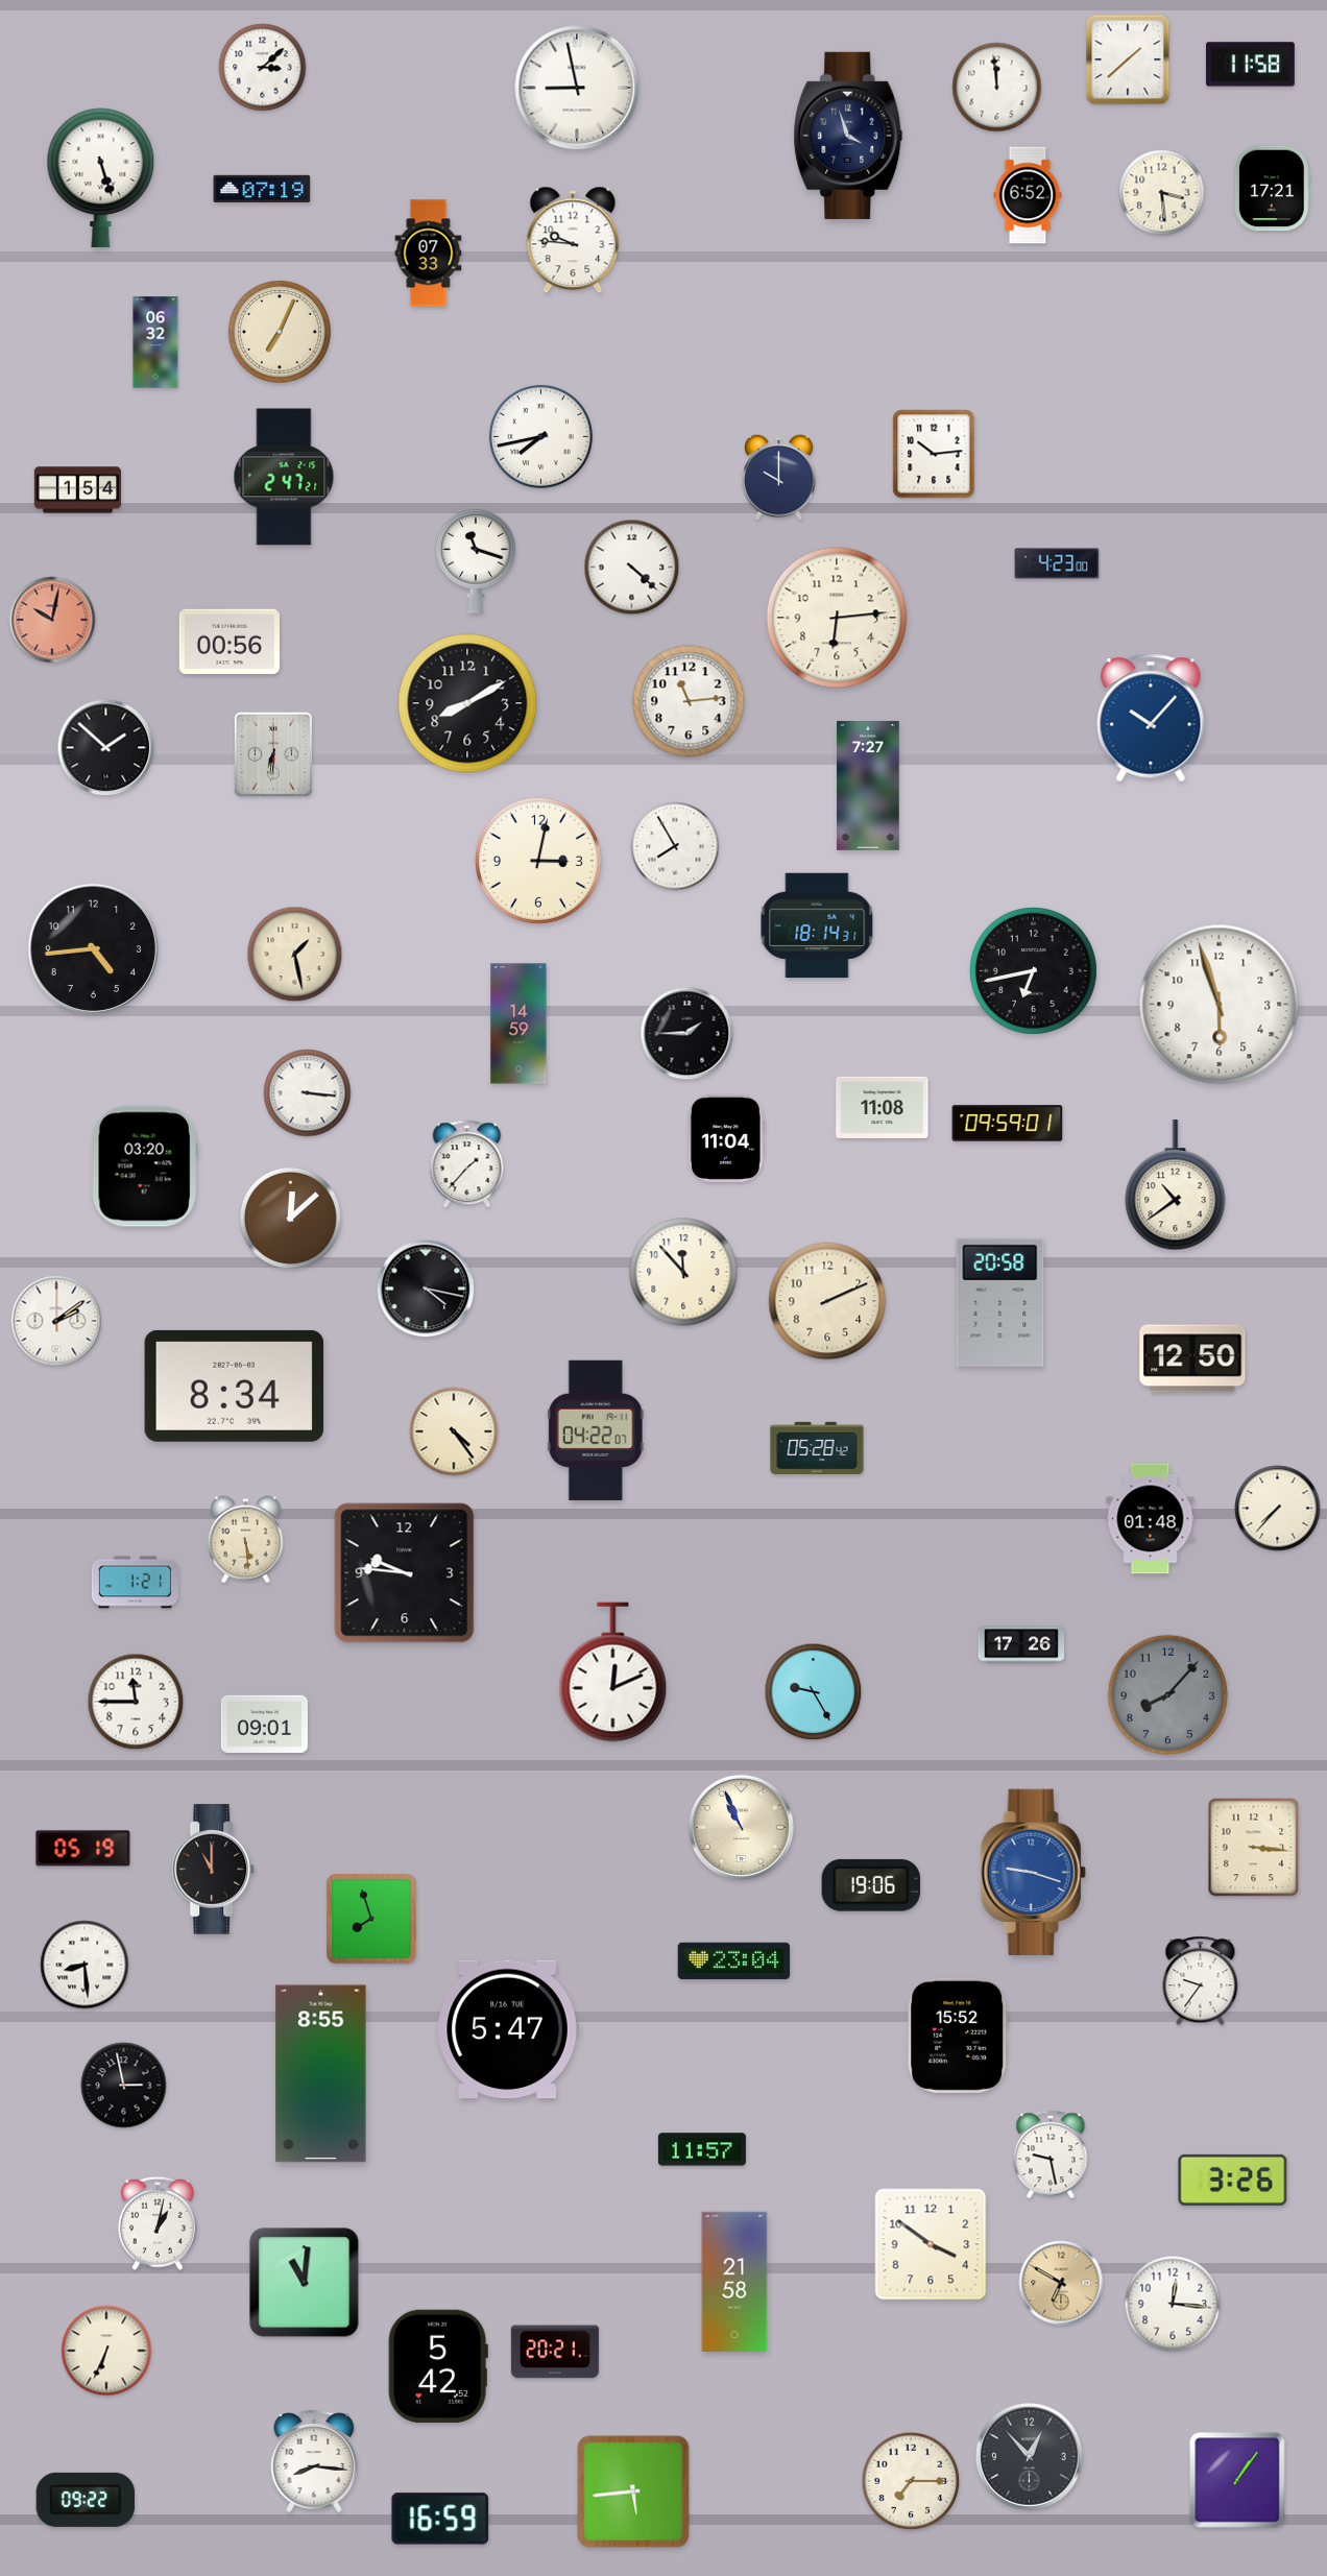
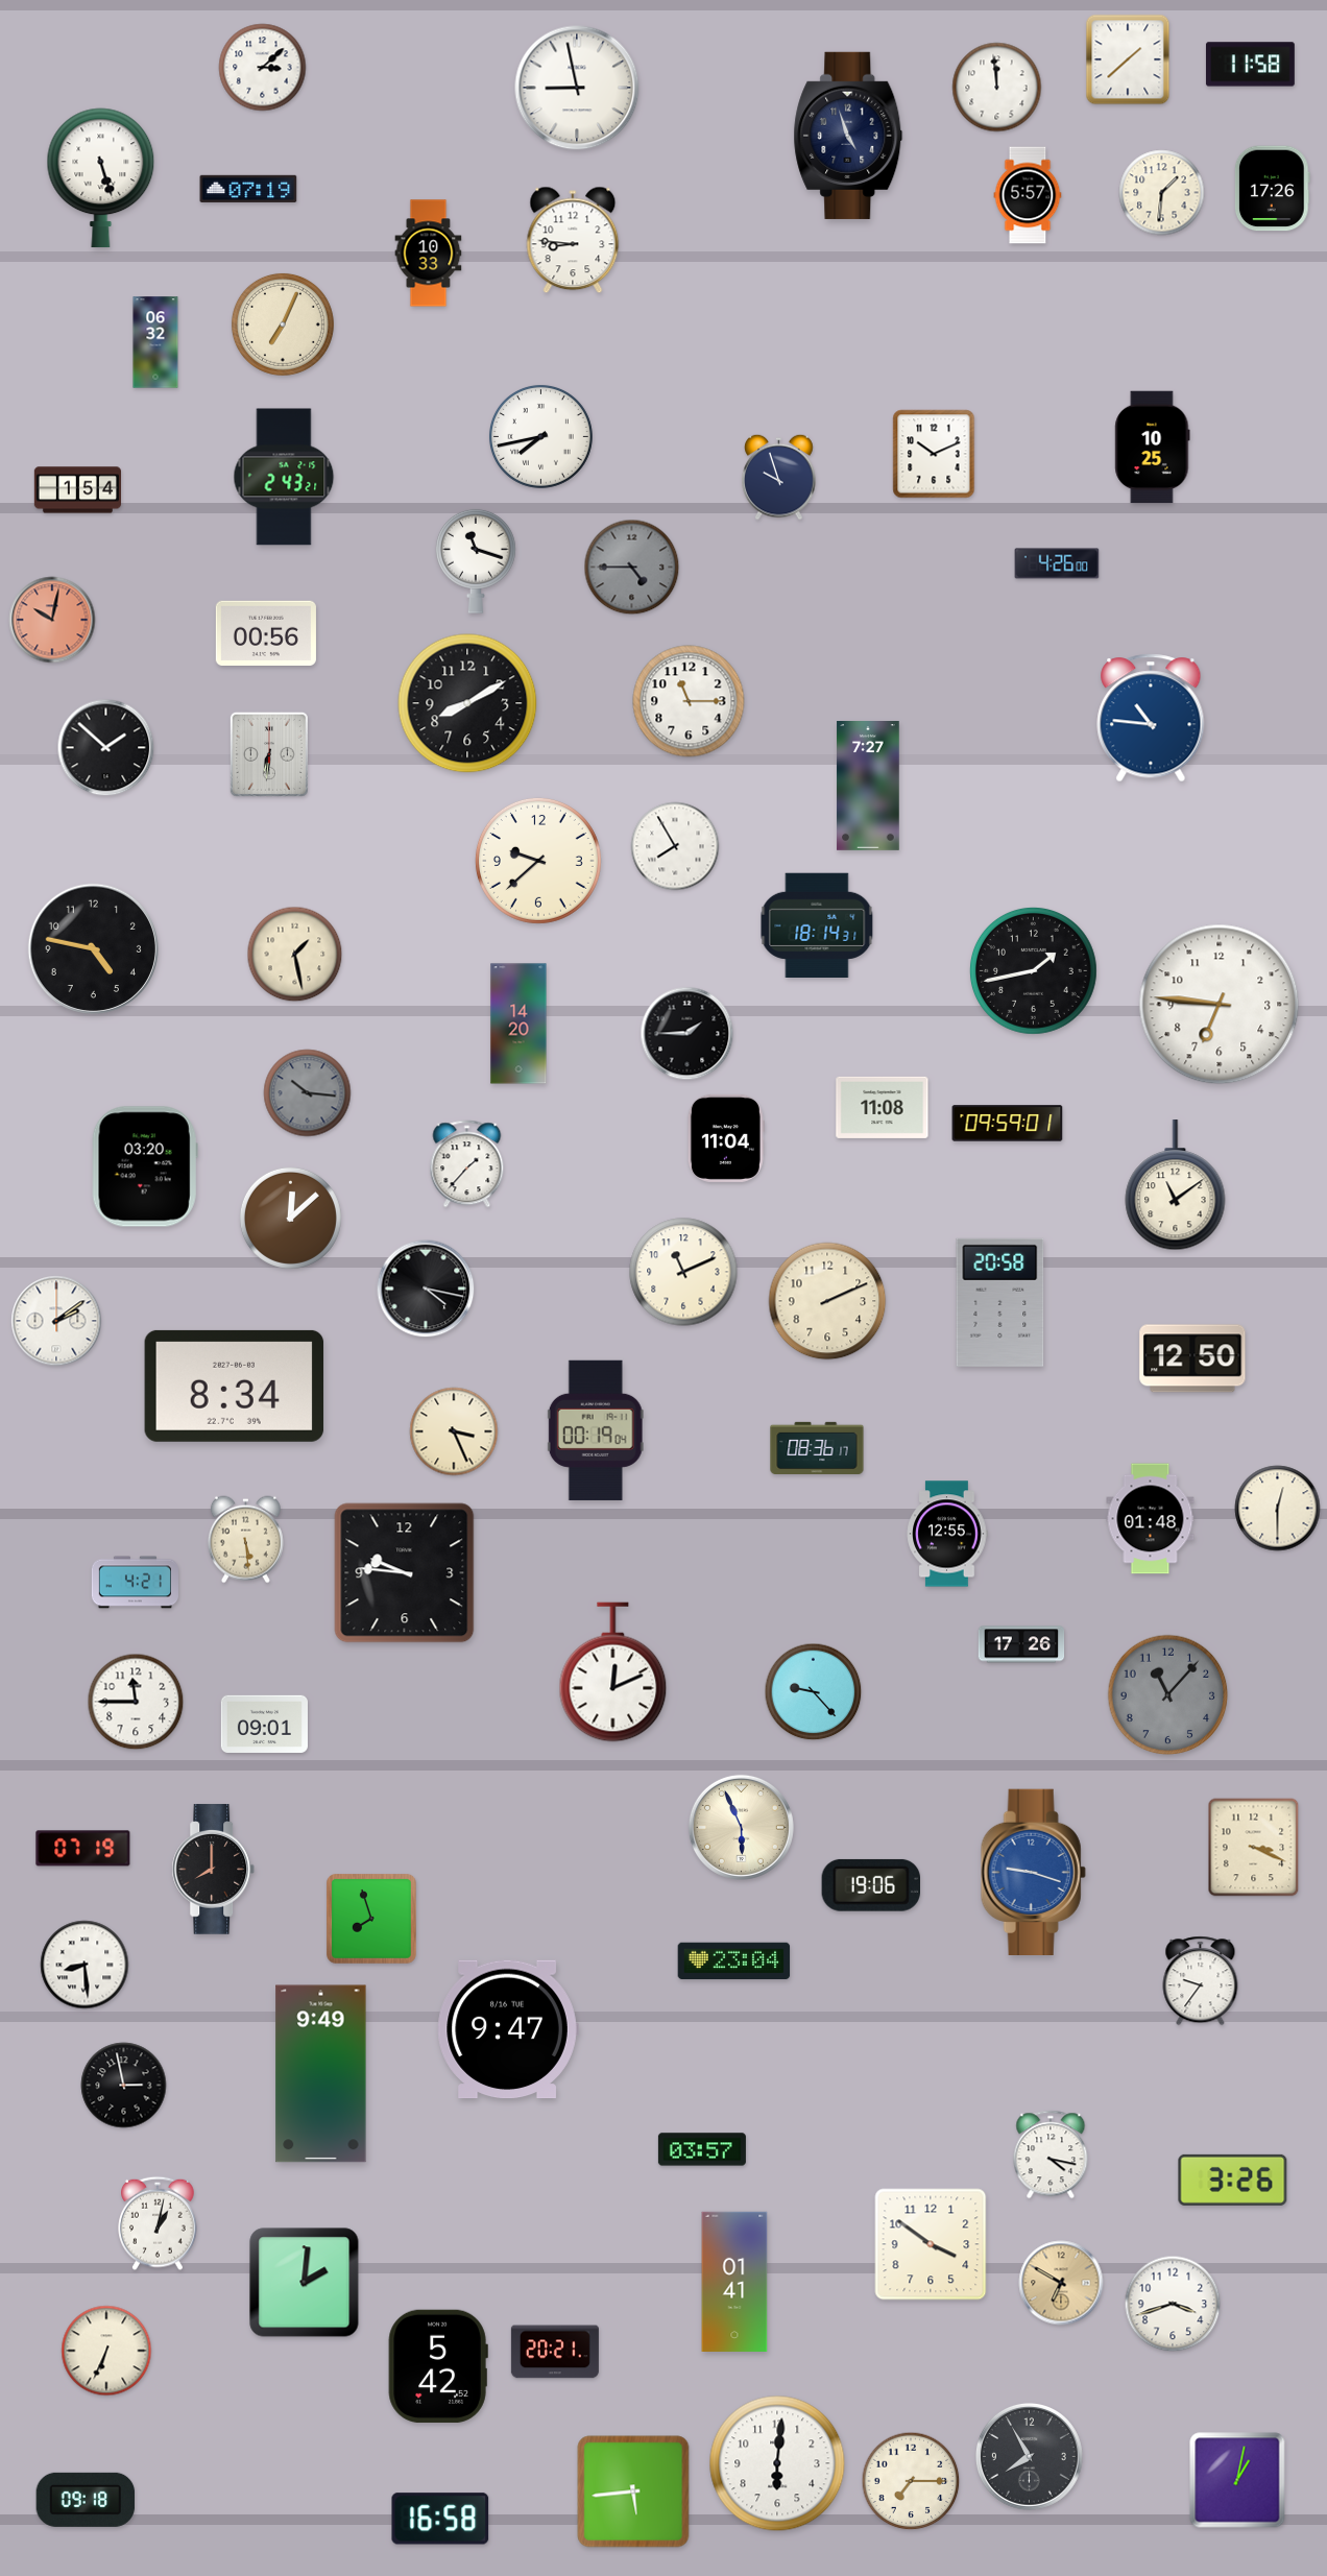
clock at (848, 136): 3:57 -> 4:57
clock at (262, 189) position: (262, 189) -> (248, 189)
clock at (1272, 189): 17:21 -> 17:26
clock at (1162, 193): 3:29 -> 1:31
clock at (1028, 195): 6:52 -> 5:57
clock at (573, 240): 9:46 -> 8:46
clock at (429, 254): 07:33 -> 10:33
clock at (280, 332) position: (280, 332) -> (283, 324)
clock at (1153, 448): none -> 10:25
clock at (934, 454): 10:14 -> 10:11
clock at (284, 477): 2:47 -> 2:43
clock at (779, 477): 10:00 -> 9:57
clock at (1057, 563): 4:23 -> 4:26
clock at (632, 568): 4:22 -> 4:45
clock at (632, 568) dial: white -> grey
clock at (837, 618): 6:14 -> none
clock at (230, 641) position: (230, 641) -> (266, 632)
clock at (689, 701): 11:14 -> 11:15
clock at (1151, 718): 10:07 -> 10:46
clock at (273, 754) position: (273, 754) -> (269, 754)
clock at (538, 861): 3:02 -> 9:38
clock at (93, 948): 4:44 -> 4:47
clock at (1034, 971): 6:43 -> 1:43
clock at (1220, 1005): 5:57 -> 6:46
clock at (518, 1024): 14:59 -> 14:20
clock at (308, 1093): 3:16 -> 10:16
clock at (308, 1093) dial: white -> grey
clock at (1176, 1185): 10:39 -> 11:09
clock at (683, 1272): 11:53 -> 11:11
clock at (596, 1430): 04:22 -> 00:19
clock at (454, 1431): 4:24 -> 3:26
clock at (817, 1447): 05:28 -> 08:36
clock at (1278, 1509): 7:37 -> 12:30
clock at (947, 1534): none -> 12:55
clock at (135, 1583): 1:21 -> 4:21
clock at (814, 1692): 9:25 -> 9:23
clock at (1168, 1695): 8:07 -> 11:07
clock at (741, 1827): 10:56 -> 5:56
clock at (1254, 1848): 3:16 -> 3:19
clock at (83, 1849): 05:19 -> 07:19
clock at (214, 1870): 11:00 -> 8:00
clock at (508, 2029): 5:47 -> 9:47
clock at (958, 2036): 15:52 -> none
clock at (321, 2074): 8:55 -> 9:49
clock at (702, 2149): 11:57 -> 03:57
clock at (1051, 2154): 9:28 -> 4:17
clock at (734, 2281): 21:58 -> 01:41
clock at (305, 2283): 11:01 -> 2:01
clock at (1173, 2304): 12:16 -> 3:42
clock at (1029, 2456): 12:53 -> 7:55
clock at (314, 2461): 8:16 -> none
clock at (777, 2463): none -> 6:01
clock at (1237, 2480): 1:06 -> 1:02
clock at (86, 2500): 09:22 -> 09:18
clock at (440, 2519): 16:59 -> 16:58
